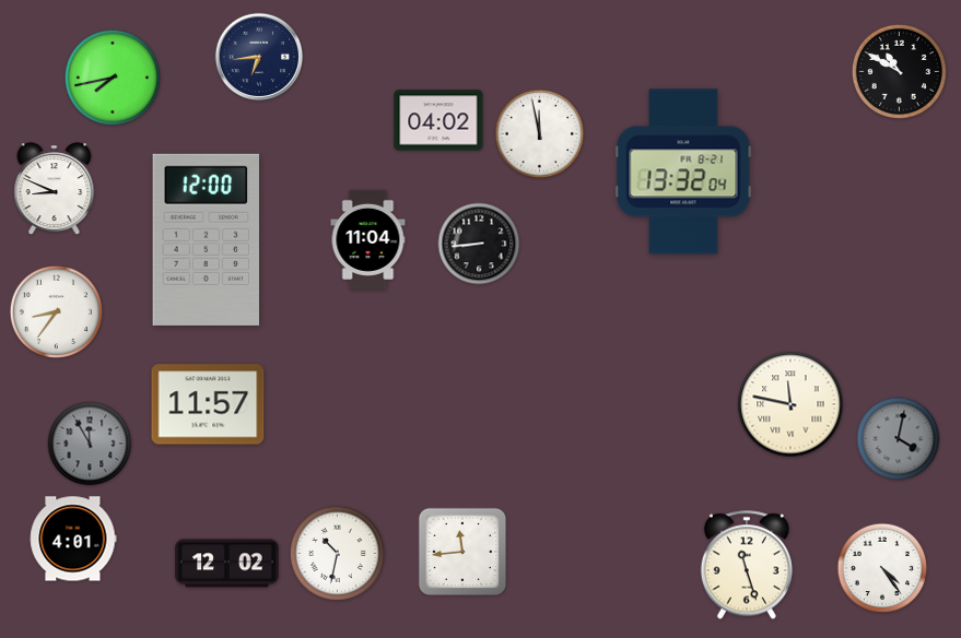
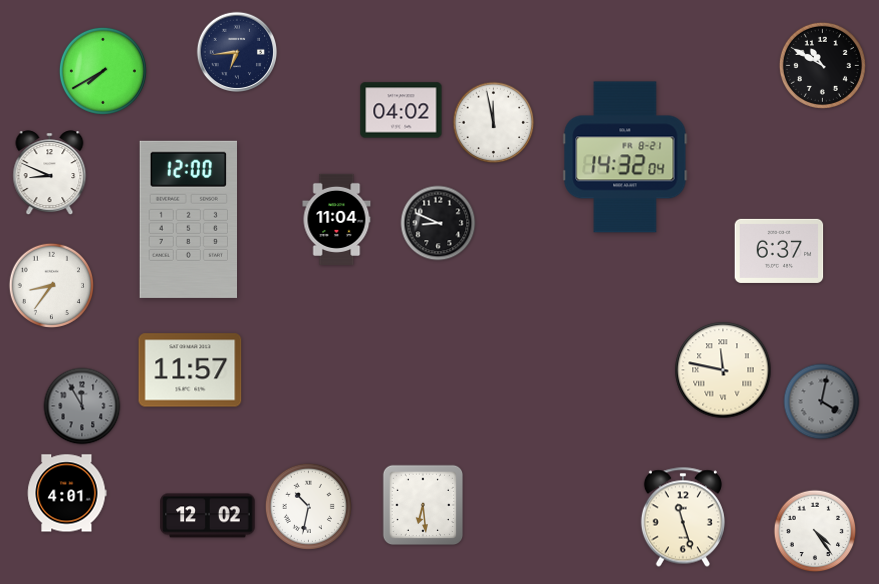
clock at (113, 78): 7:43 -> 7:40
clock at (683, 172): 13:32 -> 14:32
clock at (479, 244): 8:44 -> 8:49
clock at (779, 251): none -> 6:37
clock at (462, 552): 11:44 -> 6:29
clock at (882, 568) position: (882, 568) -> (815, 531)
